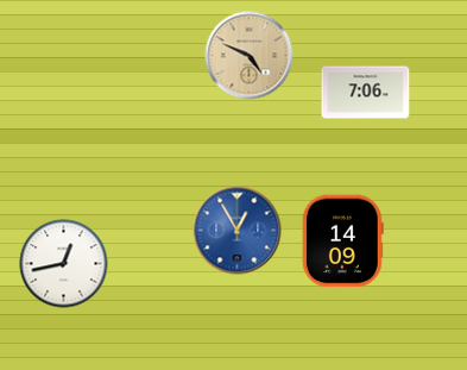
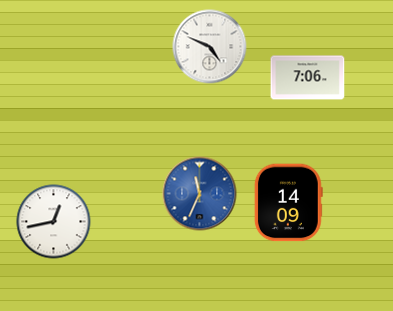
clock at (250, 56) dial: champagne -> white
clock at (238, 231): 12:55 -> 11:34
